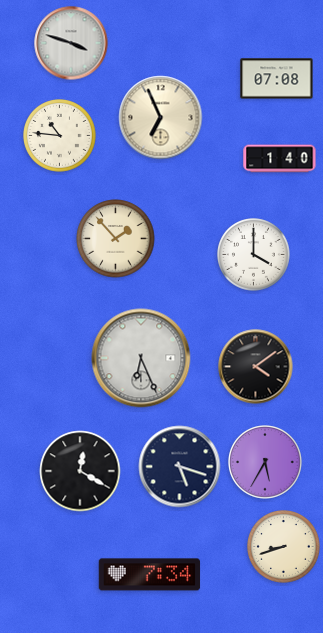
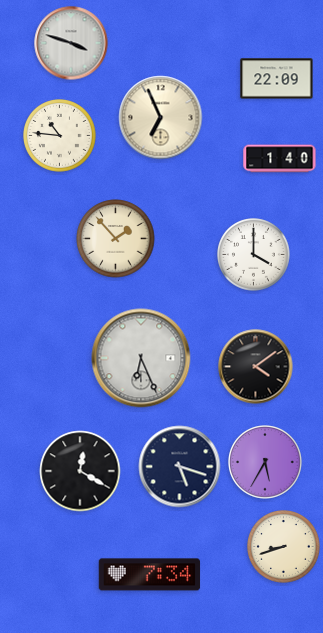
clock at (277, 79): 07:08 -> 22:09
